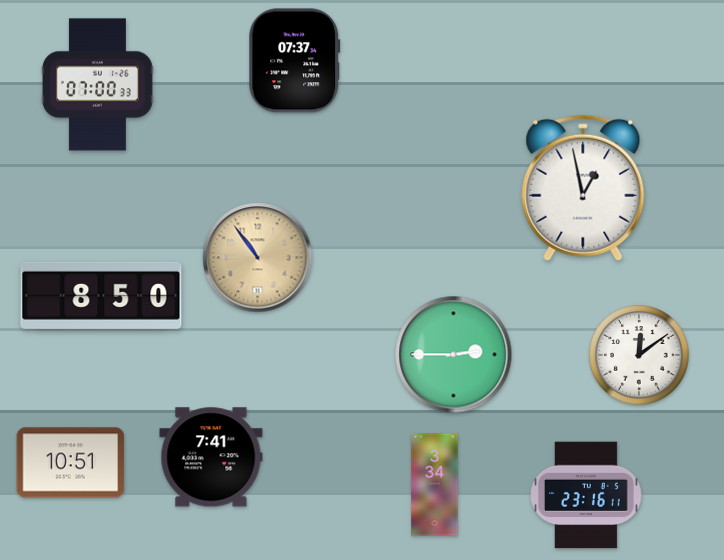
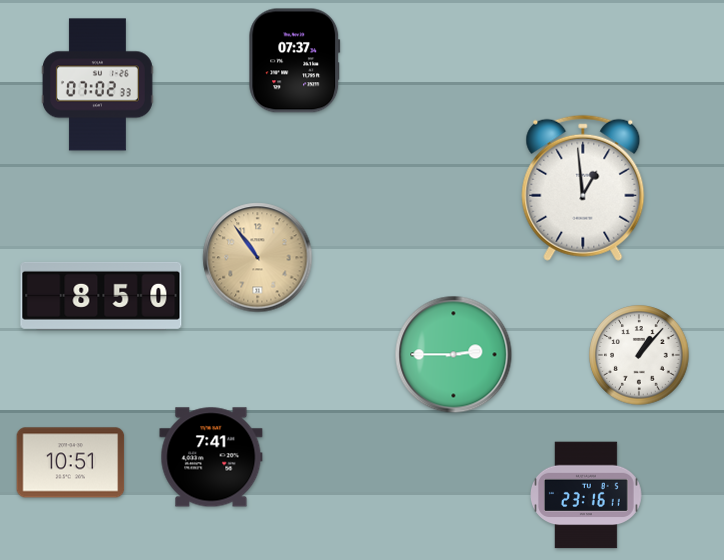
clock at (97, 85): 07:00 -> 07:02
clock at (583, 188): 12:58 -> 12:59
clock at (639, 355): 12:09 -> 1:07
clock at (435, 485): 3:34 -> none
